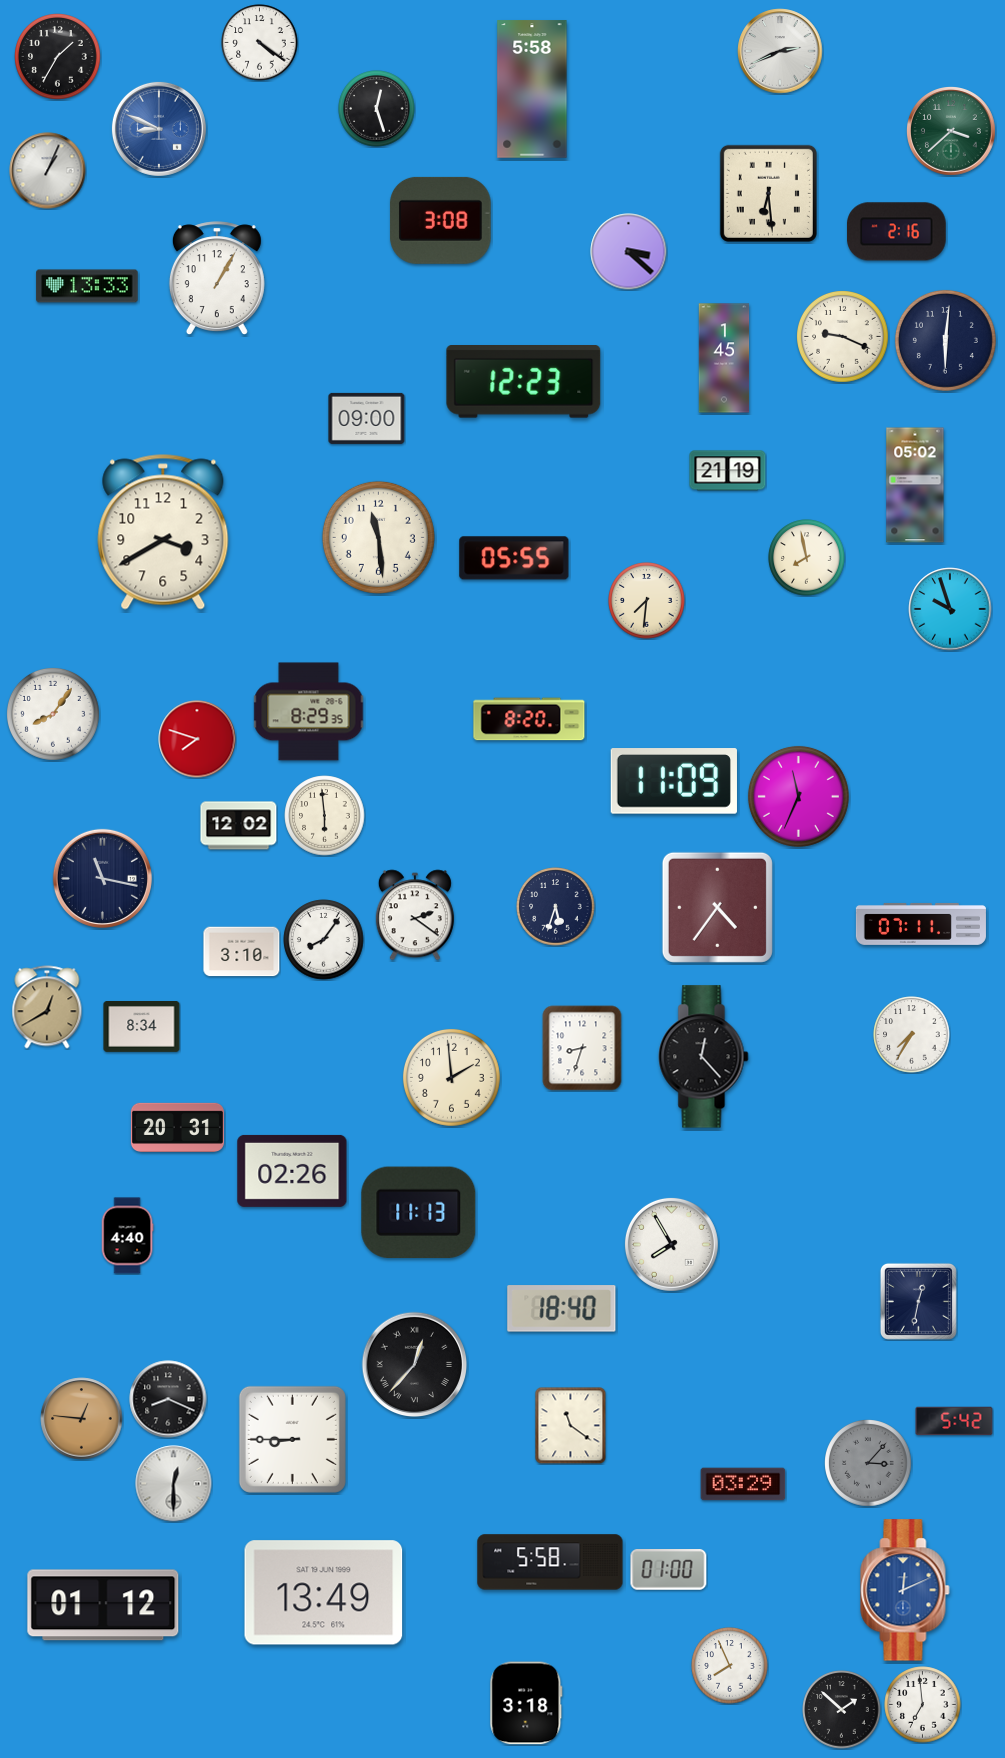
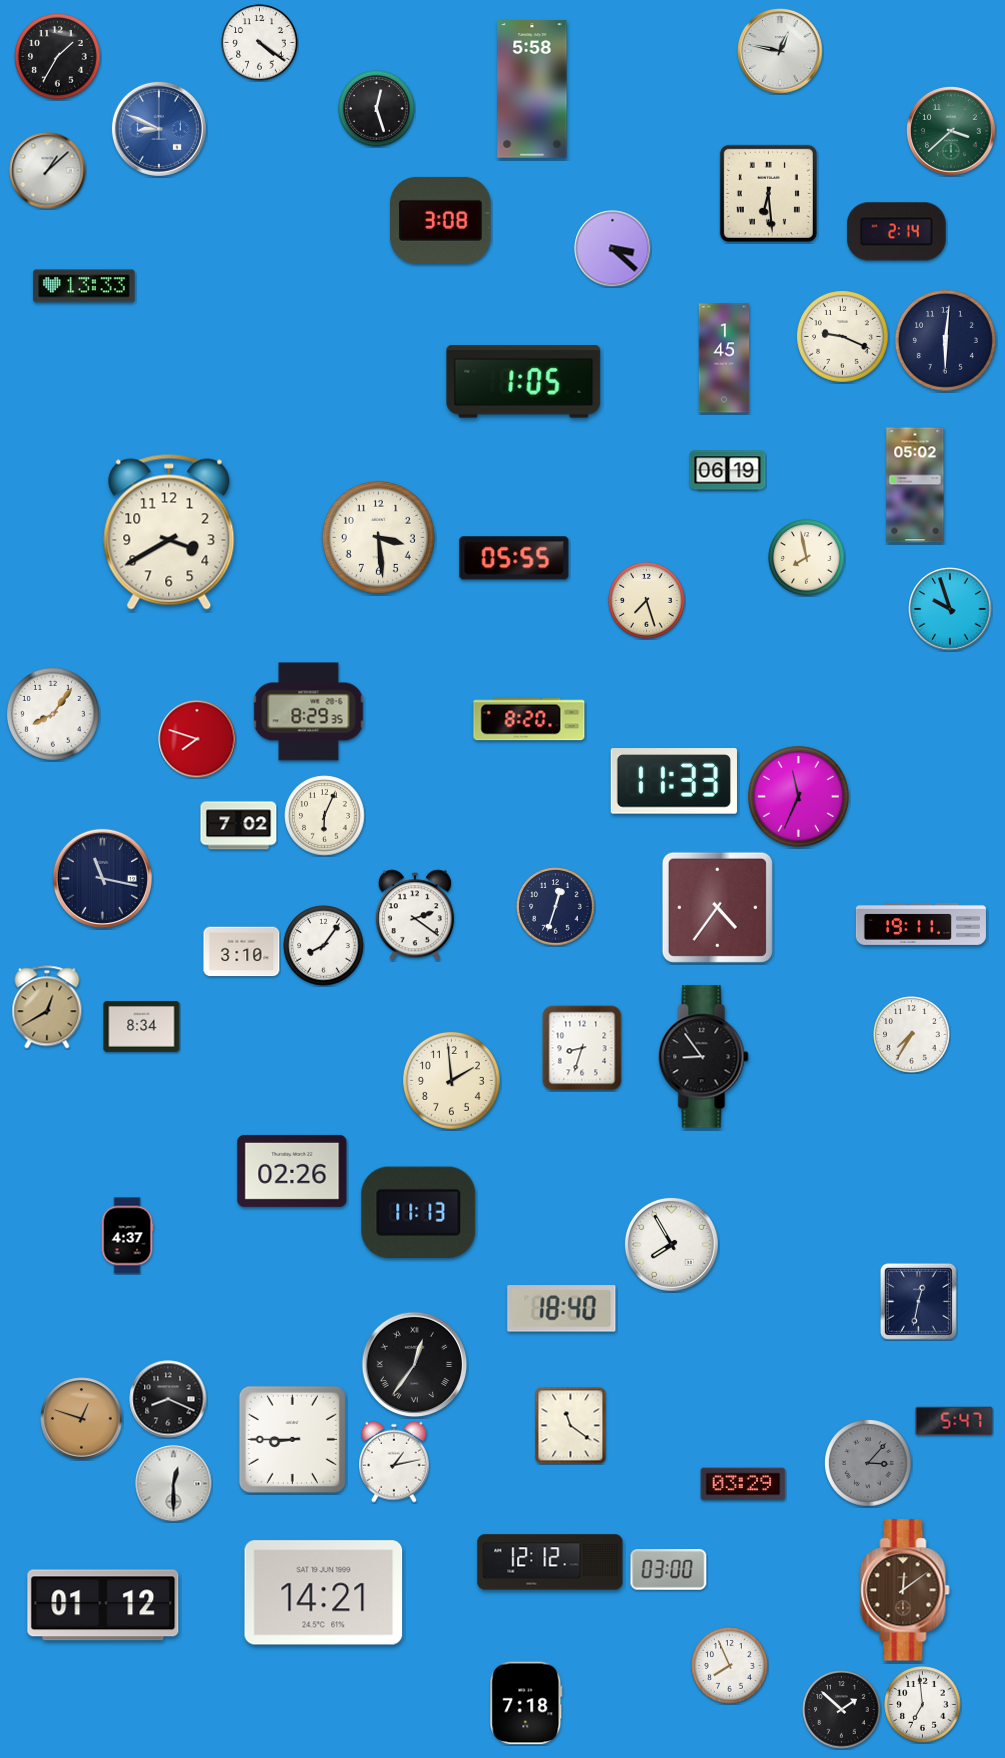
clock at (780, 51): 2:41 -> 12:47
clock at (48, 171): 1:04 -> 1:08
clock at (897, 232): 2:16 -> 2:14
clock at (629, 252) position: (629, 252) -> (613, 249)
clock at (217, 278): 1:05 -> none
clock at (87, 286) position: (87, 286) -> (84, 286)
clock at (524, 382): 12:23 -> 1:05
clock at (367, 418): 09:00 -> none
clock at (728, 471): 21:19 -> 06:19
clock at (163, 532) position: (163, 532) -> (169, 532)
clock at (378, 537): 11:29 -> 3:29
clock at (647, 601): 7:31 -> 7:27
clock at (674, 781): 11:09 -> 11:33
clock at (325, 816): 5:59 -> 6:04
clock at (239, 826): 12:02 -> 7:02
clock at (556, 907): 5:33 -> 12:33
clock at (921, 924): 07:11 -> 19:11
clock at (324, 940) position: (324, 940) -> (324, 946)
clock at (704, 1057): 12:23 -> 8:54
clock at (451, 1077) position: (451, 1077) -> (451, 1080)
clock at (177, 1127): 20:31 -> none
clock at (127, 1236): 4:40 -> 4:37
clock at (415, 1365): 12:37 -> 12:36
clock at (82, 1419): 12:46 -> 12:48
clock at (954, 1421): 5:42 -> 5:47
clock at (395, 1462): none -> 1:13
clock at (550, 1562): 5:58 -> 12:12
clock at (669, 1570): 01:00 -> 03:00
clock at (905, 1590): 12:11 -> 12:09
clock at (905, 1590) dial: blue -> brown
clock at (324, 1593): 13:49 -> 14:21
clock at (526, 1703): 3:18 -> 7:18
